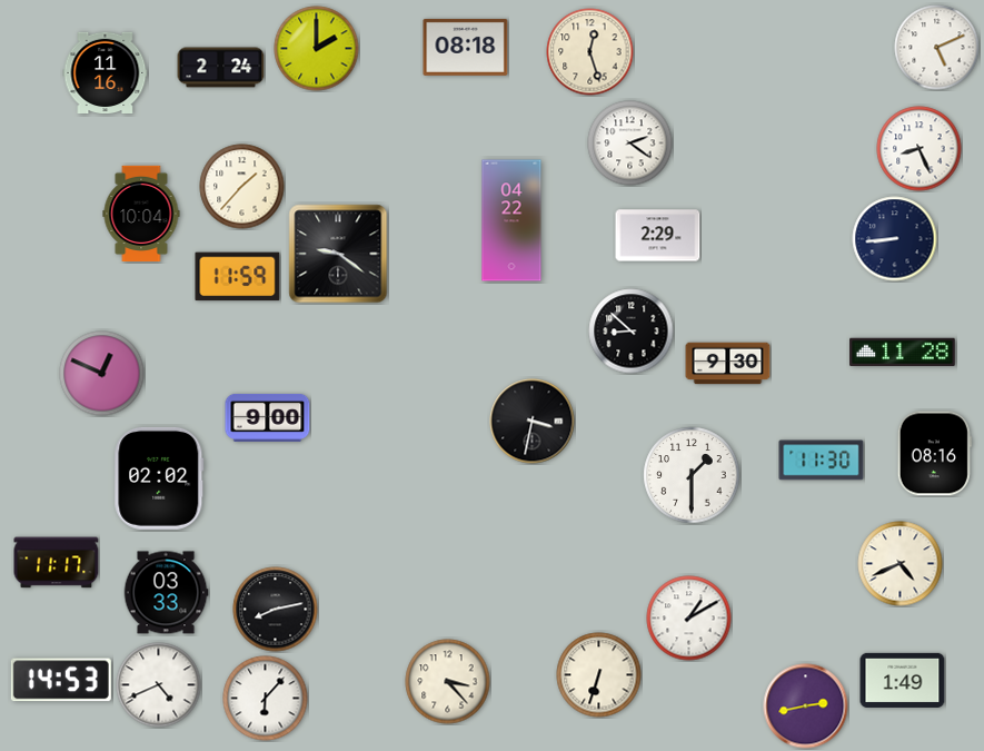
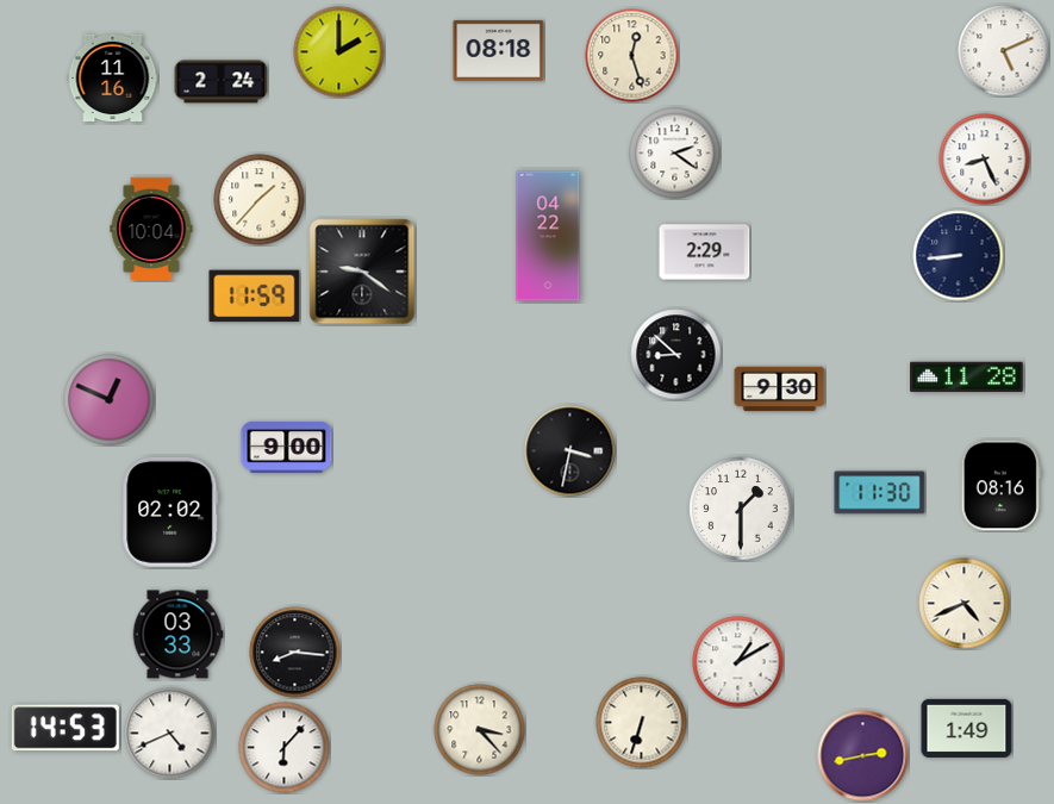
clock at (221, 68) position: (221, 68) -> (222, 82)
clock at (57, 563): 11:17 -> none
clock at (276, 610): 8:13 -> 8:16
